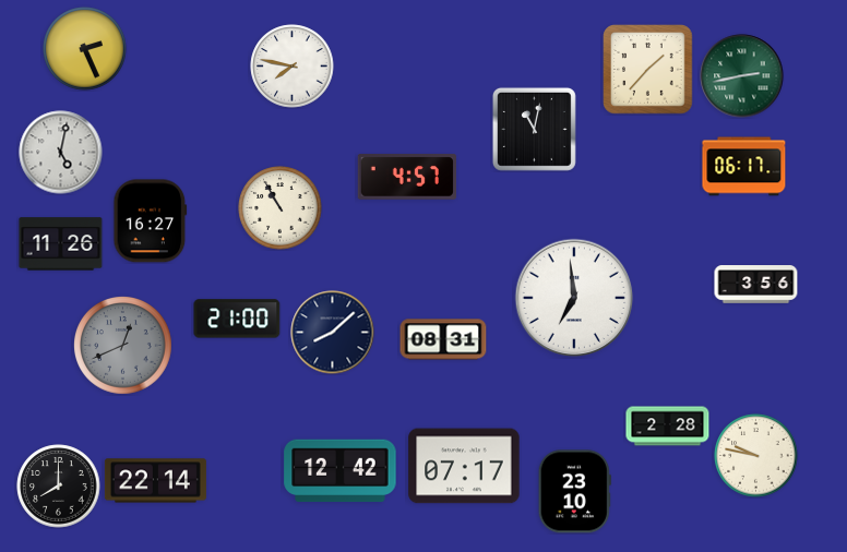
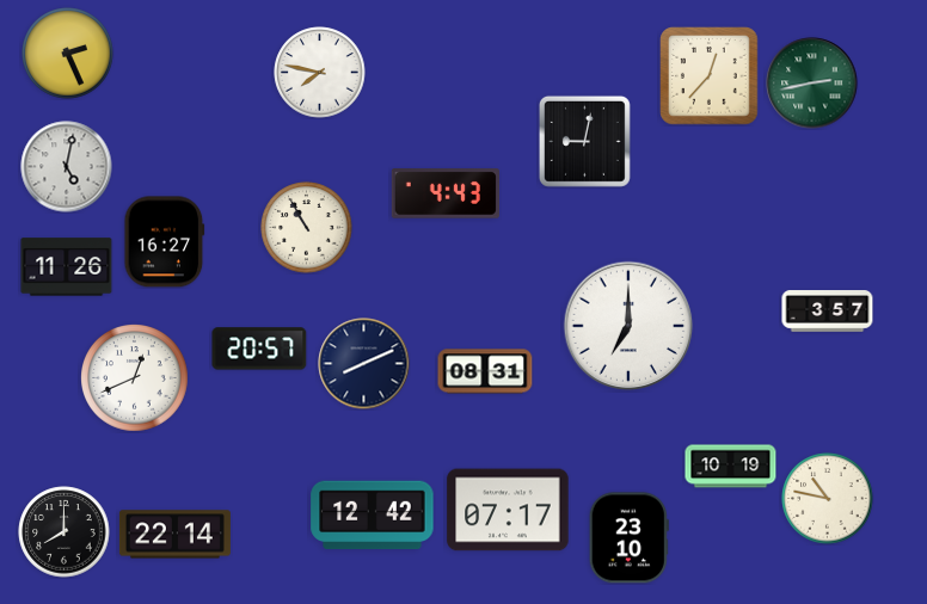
clock at (85, 49) position: (85, 49) -> (68, 54)
clock at (648, 70): 1:37 -> 12:37
clock at (534, 129): 11:02 -> 9:02
clock at (744, 167): 06:17 -> none
clock at (407, 177): 4:57 -> 4:43
clock at (756, 285): 3:56 -> 3:57
clock at (574, 298): 6:59 -> 7:00
clock at (237, 319): 21:00 -> 20:57
clock at (333, 333): 8:08 -> 8:11
clock at (123, 346) dial: grey -> white
clock at (668, 427): 2:28 -> 10:19
clock at (756, 456): 9:47 -> 10:47
clock at (155, 481) position: (155, 481) -> (174, 535)
